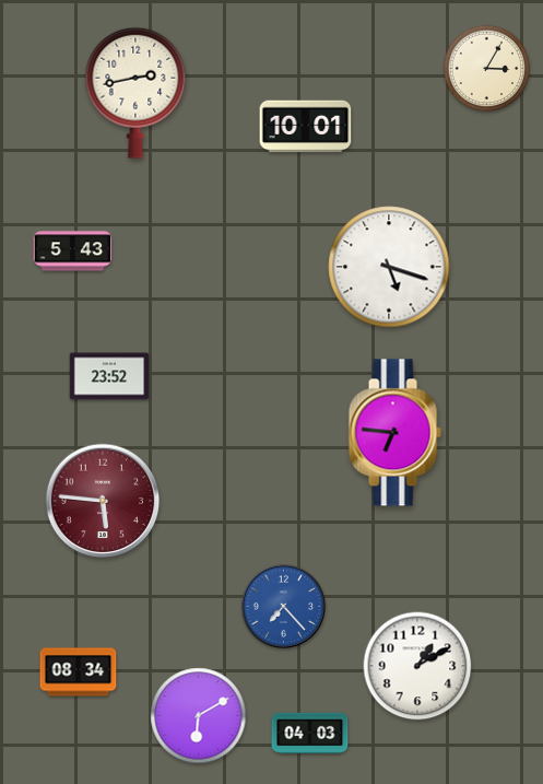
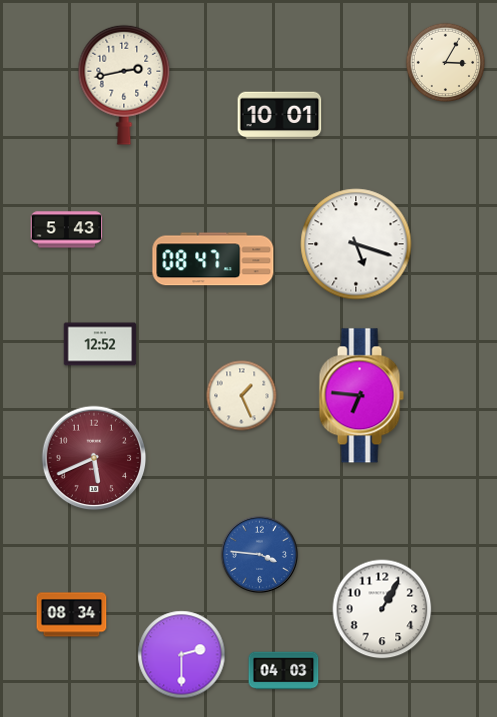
clock at (213, 259): none -> 08:47
clock at (109, 376): 23:52 -> 12:52
clock at (242, 396): none -> 1:26
clock at (103, 501): 5:46 -> 5:41
clock at (283, 606): 7:23 -> 3:46
clock at (417, 666): 1:10 -> 1:05
clock at (199, 716): 6:10 -> 2:30
